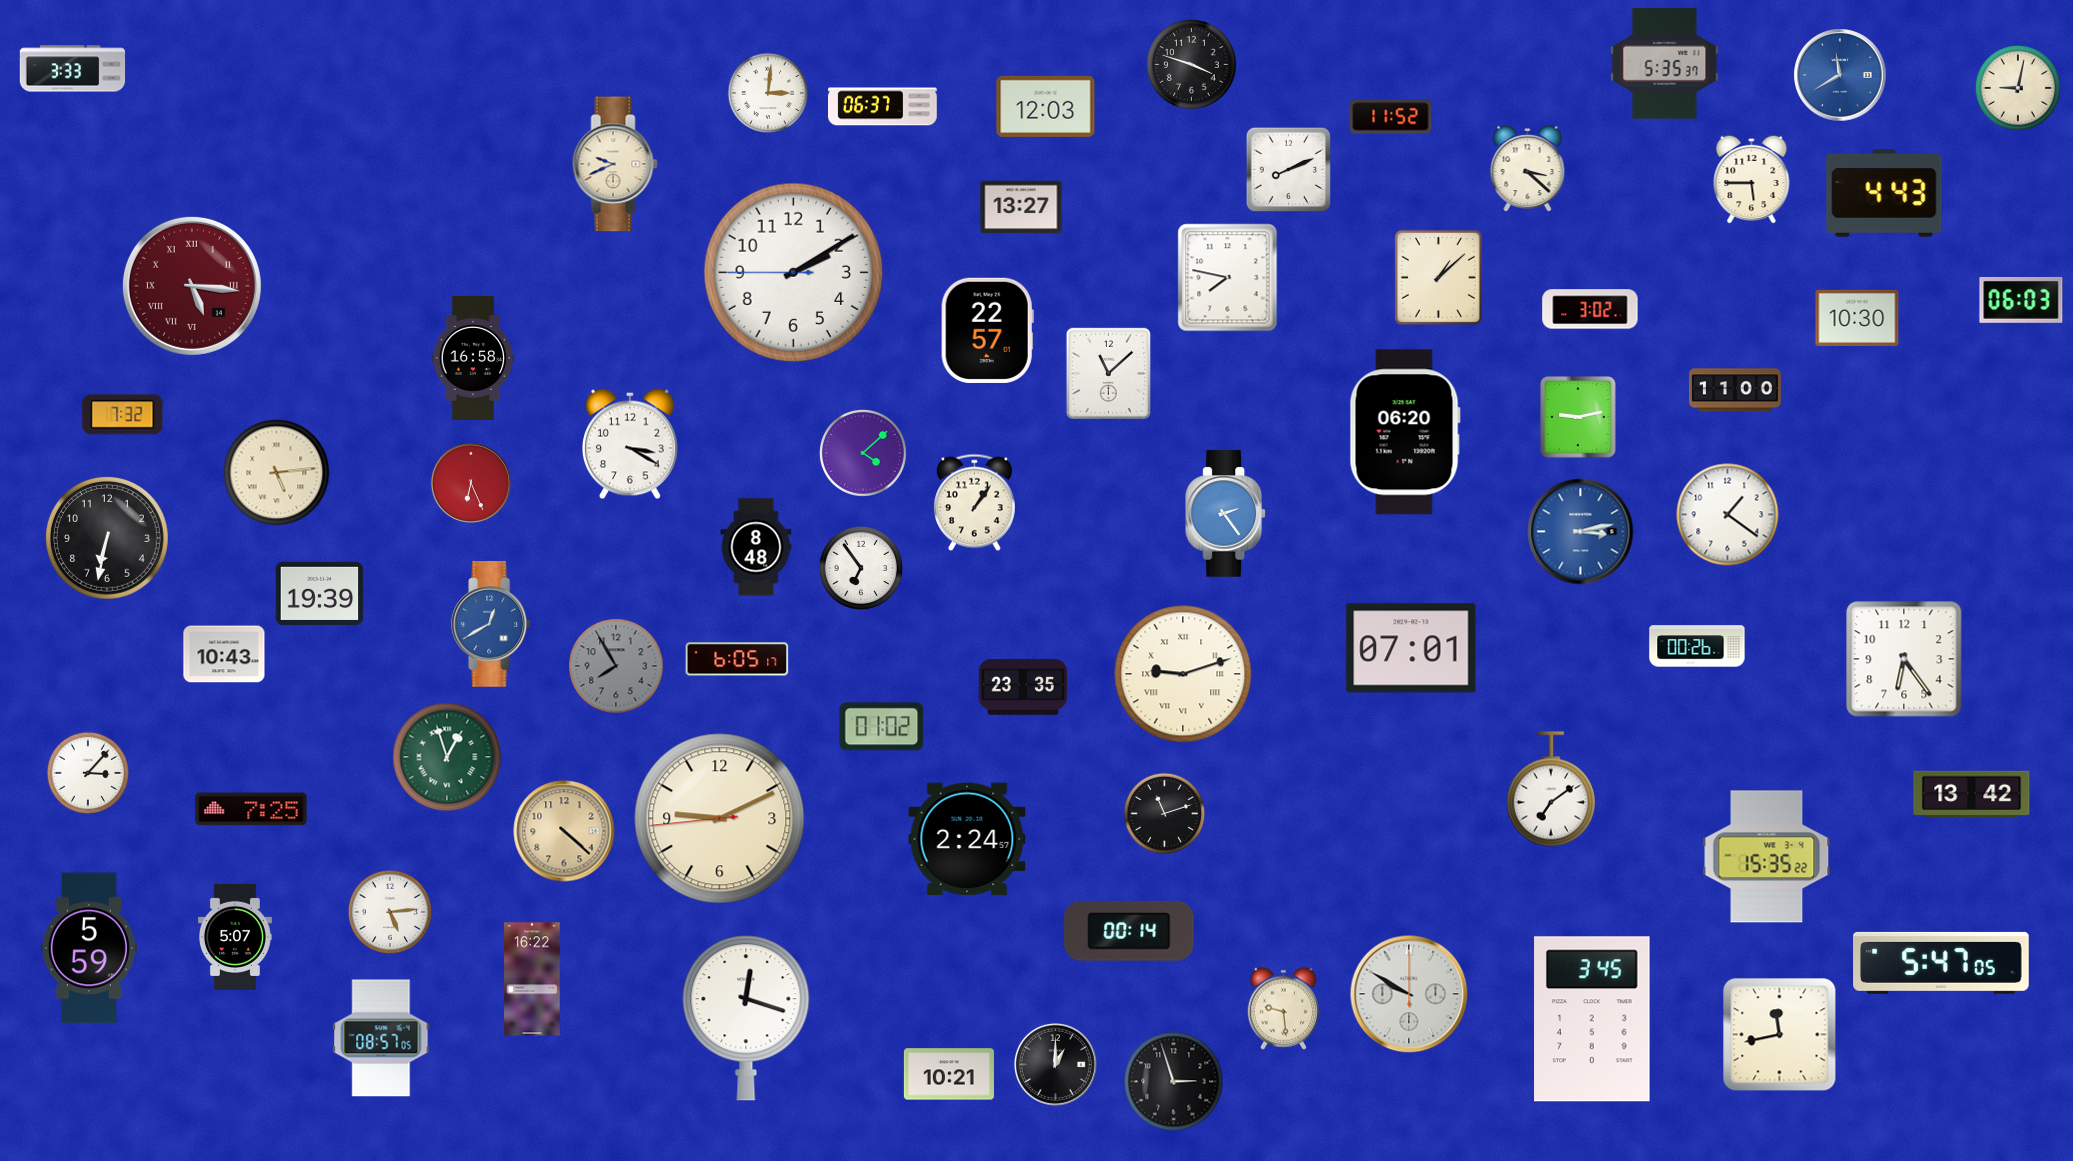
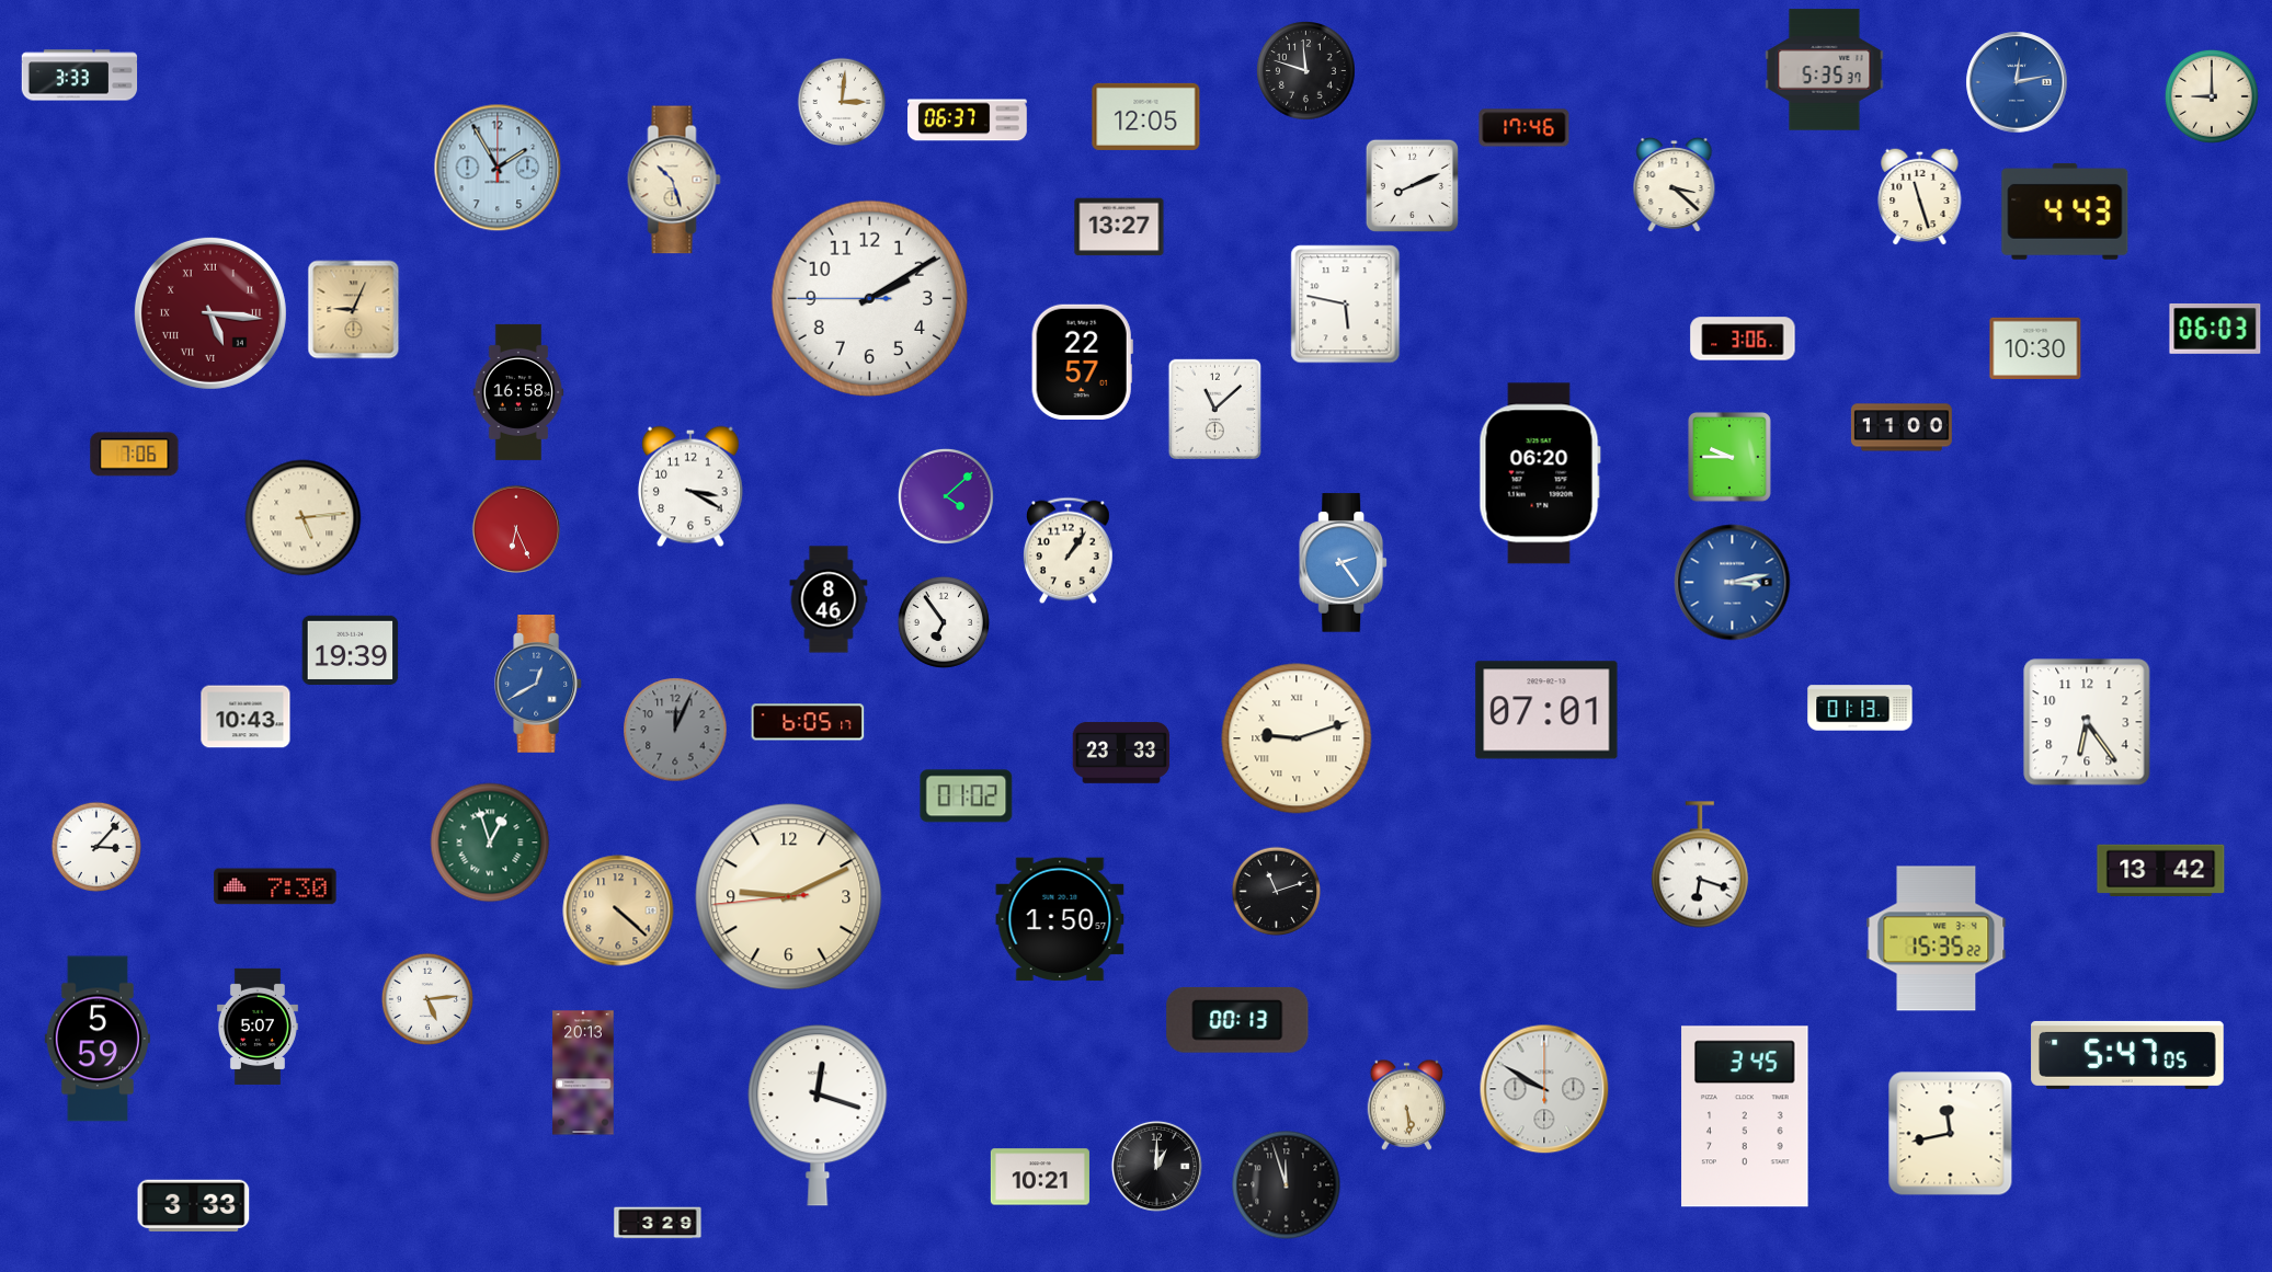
clock at (1192, 65): 3:48 -> 11:48
clock at (1840, 75): 11:40 -> 12:13
clock at (2018, 88): 9:02 -> 9:00
clock at (1046, 106): 12:03 -> 12:05
clock at (883, 107) position: (883, 107) -> (968, 121)
clock at (1391, 117): 11:52 -> 17:46
clock at (498, 168): none -> 1:55
clock at (615, 164): 9:41 -> 10:27
clock at (1752, 179): 5:45 -> 11:27
clock at (1438, 277): 1:08 -> none
clock at (1228, 278): 7:47 -> 5:47
clock at (354, 310): none -> 9:04
clock at (1590, 309): 3:02 -> 3:06
clock at (123, 415): 7:32 -> 7:06
clock at (1578, 417): 9:13 -> 9:45
clock at (1728, 515): 1:21 -> none
clock at (107, 538): 6:32 -> none
clock at (756, 547): 8:48 -> 8:46
clock at (1697, 646): 00:26 -> 01:13
clock at (616, 666): 7:55 -> 12:04
clock at (1023, 687): 23:35 -> 23:33
clock at (447, 757) position: (447, 757) -> (490, 843)
clock at (1551, 789): 7:09 -> 6:18
clock at (251, 809): 7:25 -> 7:30
clock at (967, 839): 2:24 -> 1:50
clock at (1129, 931): 00:14 -> 00:13
clock at (532, 979): 16:22 -> 20:13
clock at (1284, 1008): 9:29 -> 5:29
clock at (381, 1038): 08:57 -> none
clock at (1174, 1082): 2:57 -> 11:57
clock at (194, 1206): none -> 3:33
clock at (658, 1223): none -> 3:29
